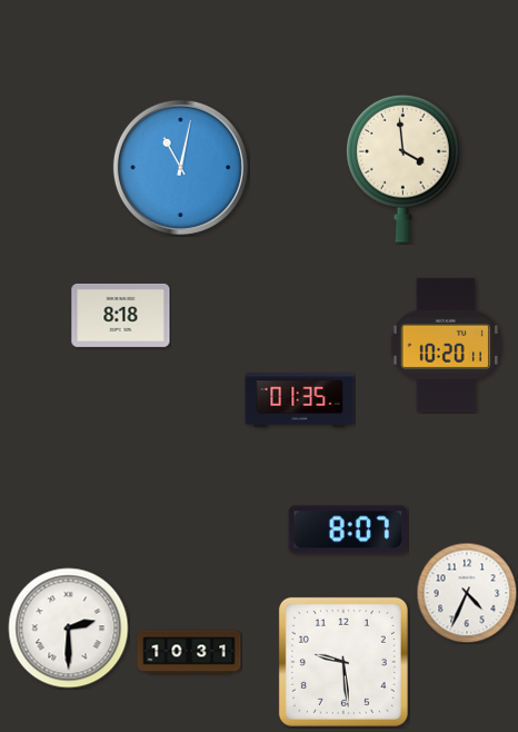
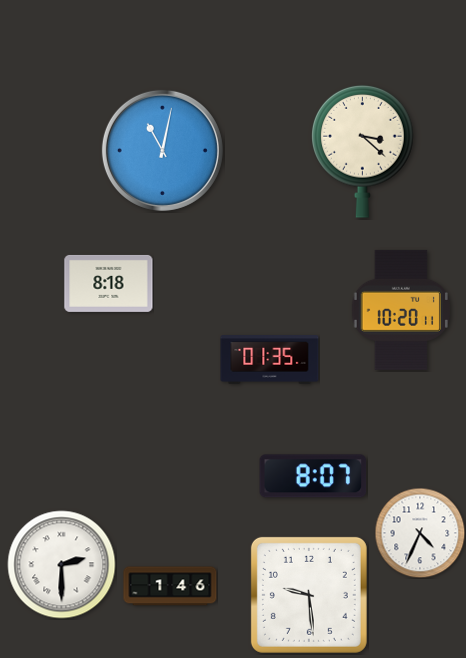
clock at (404, 168): 3:59 -> 3:22
clock at (189, 652): 10:31 -> 1:46
